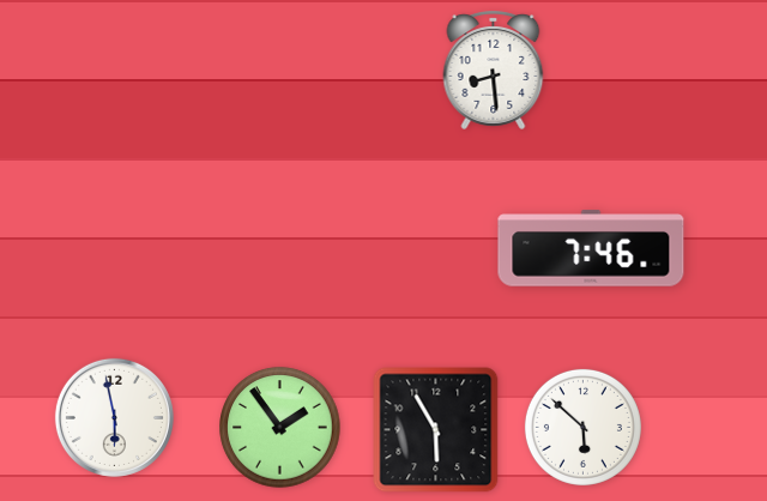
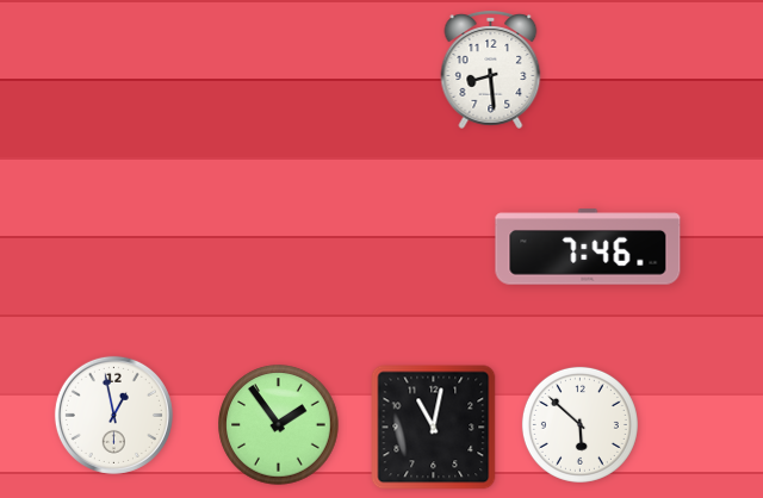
clock at (114, 417): 5:58 -> 12:58
clock at (436, 430): 5:55 -> 11:02
